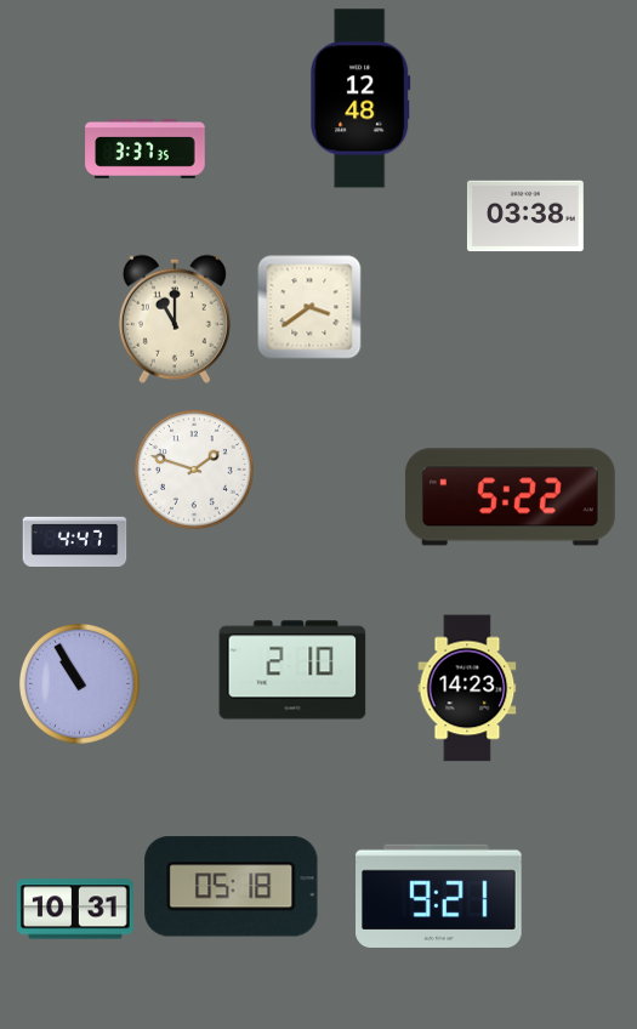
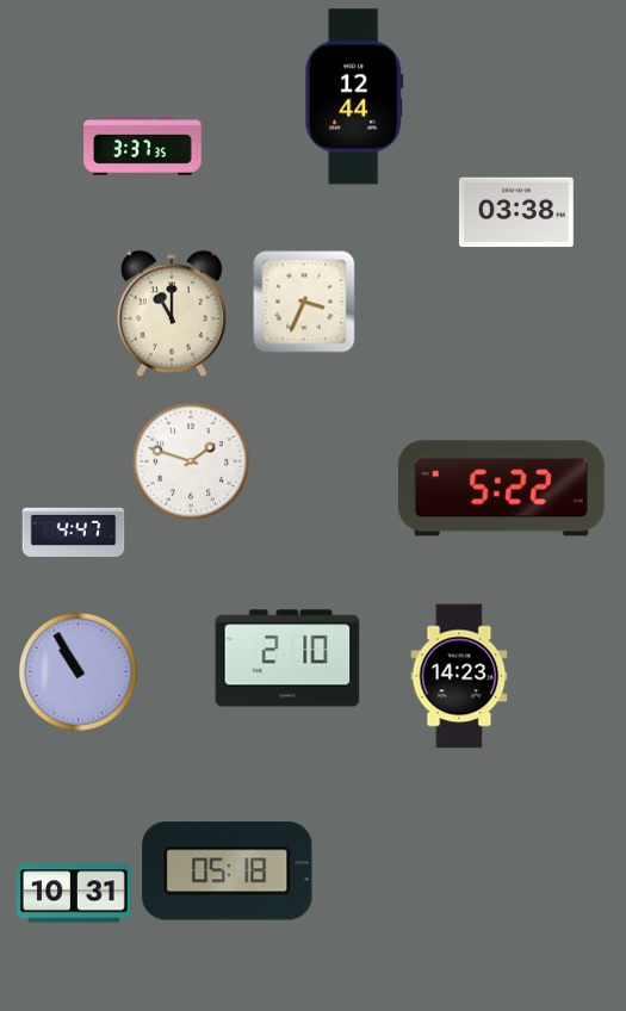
clock at (360, 98): 12:48 -> 12:44
clock at (309, 307): 3:39 -> 3:34
clock at (439, 896): 9:21 -> none
